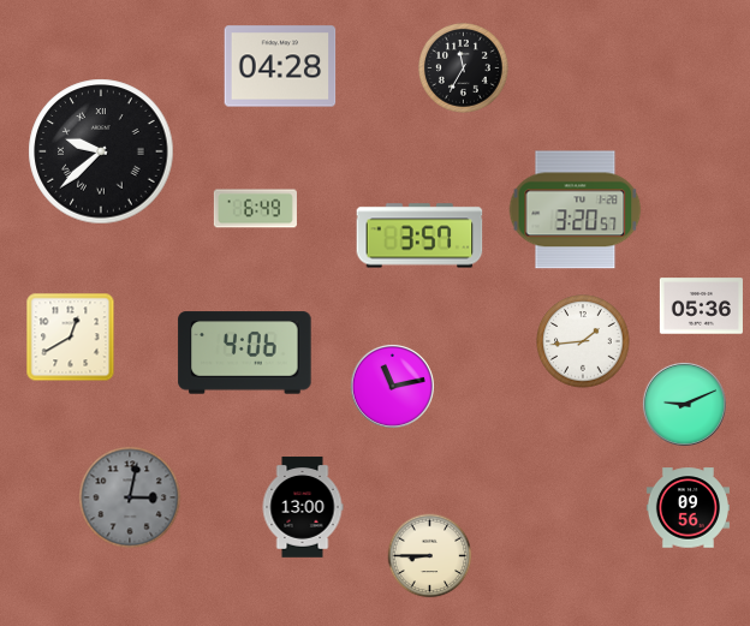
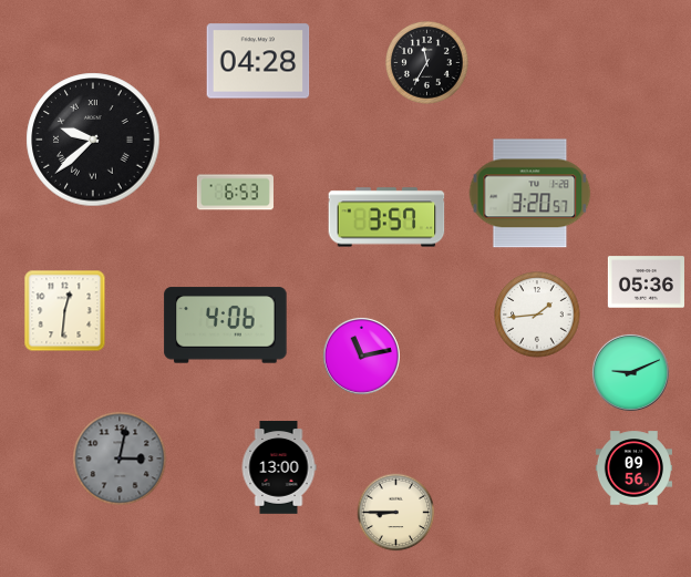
clock at (255, 209): 6:49 -> 6:53
clock at (71, 338): 12:40 -> 12:31
